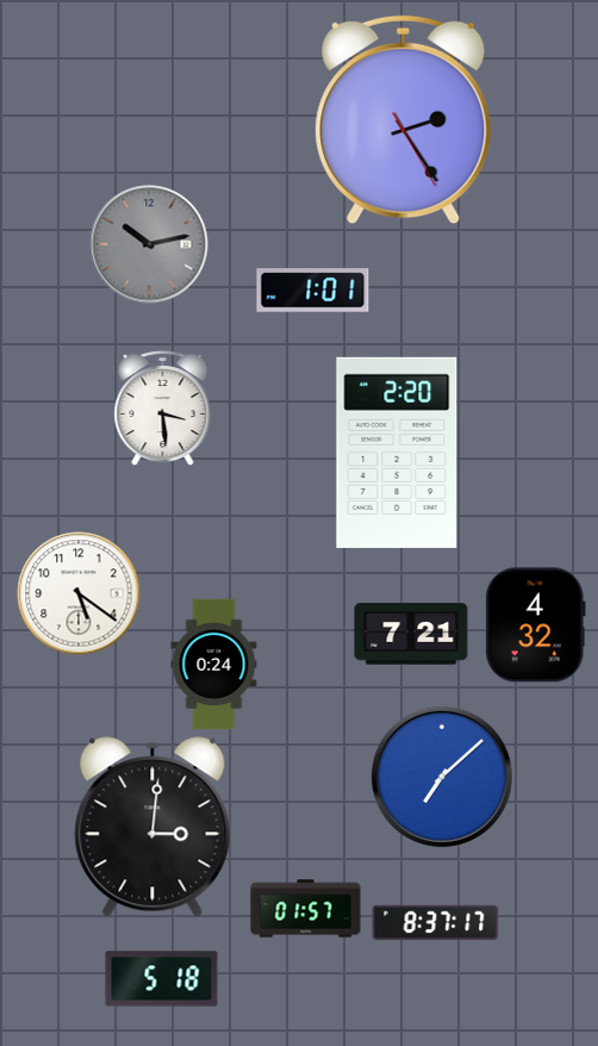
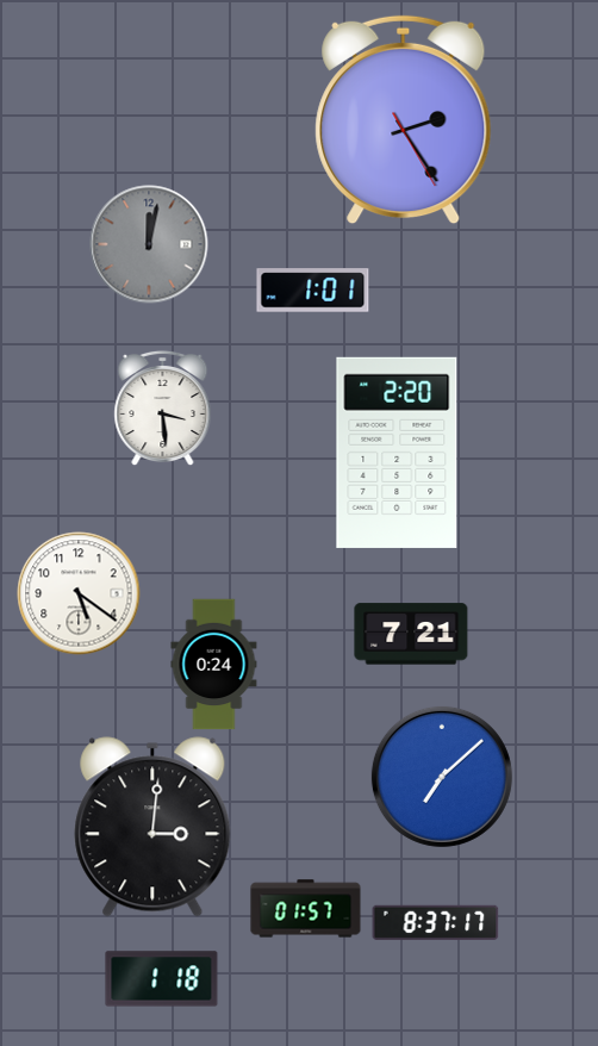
clock at (149, 244): 10:13 -> 12:02
clock at (535, 625): 4:32 -> none
clock at (162, 979): 5:18 -> 1:18
